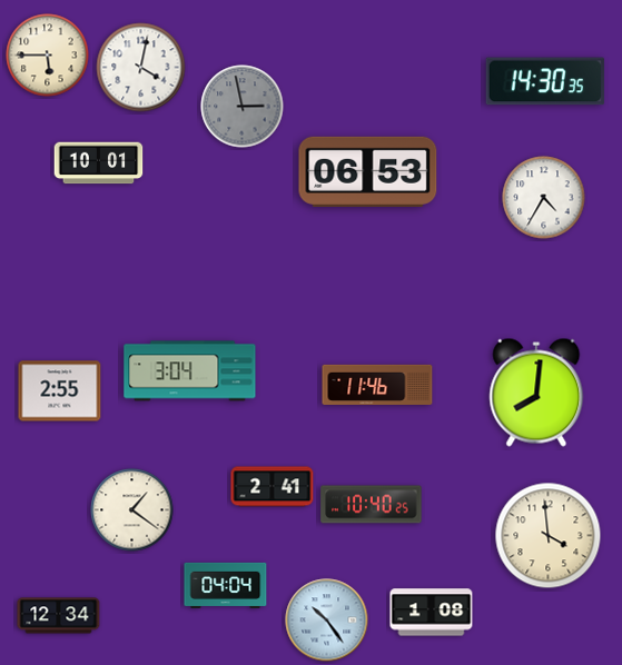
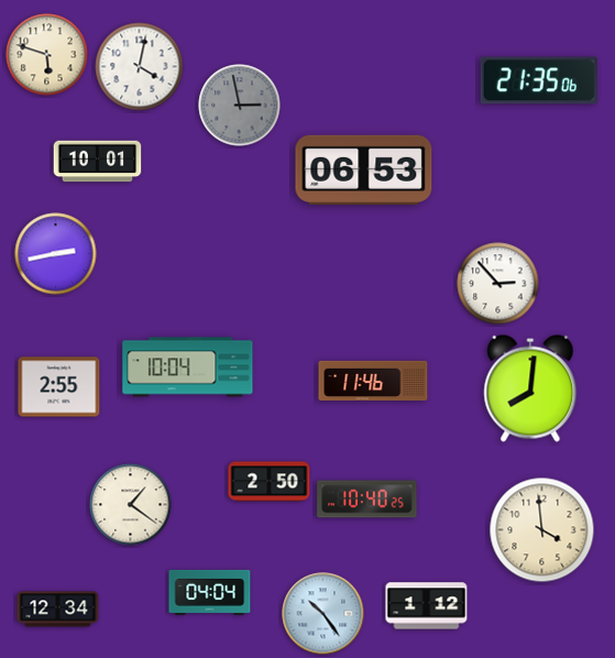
clock at (48, 56): 5:45 -> 5:48
clock at (545, 81): 14:30 -> 21:35
clock at (544, 198): 4:35 -> none
clock at (56, 254): none -> 2:43
clock at (498, 284): none -> 2:53
clock at (190, 371): 3:04 -> 10:04
clock at (273, 487): 2:41 -> 2:50
clock at (226, 585) position: (226, 585) -> (210, 592)
clock at (432, 613): 1:08 -> 1:12
